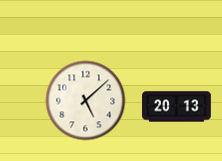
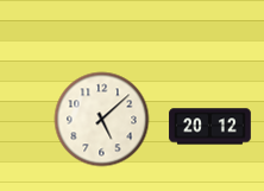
clock at (177, 107): 20:13 -> 20:12
